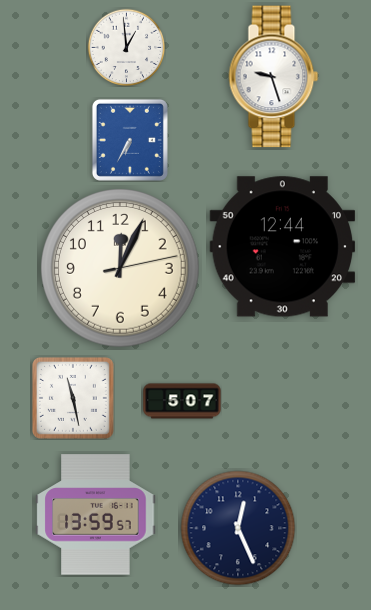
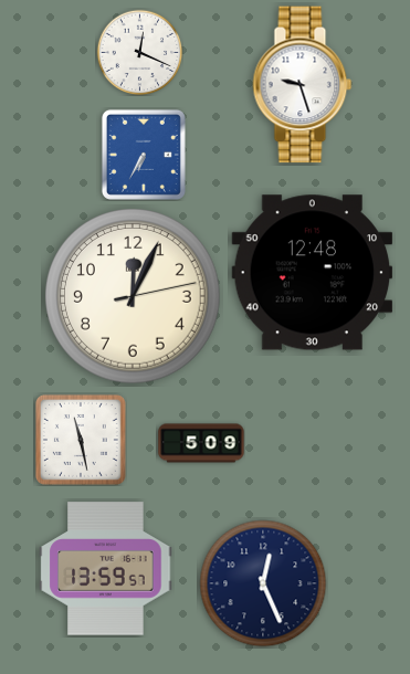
clock at (126, 47): 12:59 -> 12:19
clock at (283, 247): 12:44 -> 12:48
clock at (182, 401): 5:07 -> 5:09
